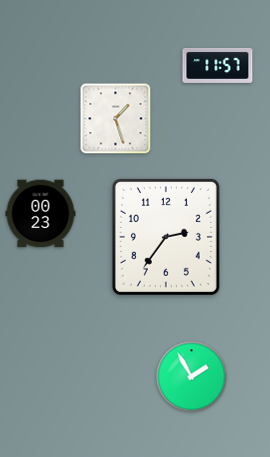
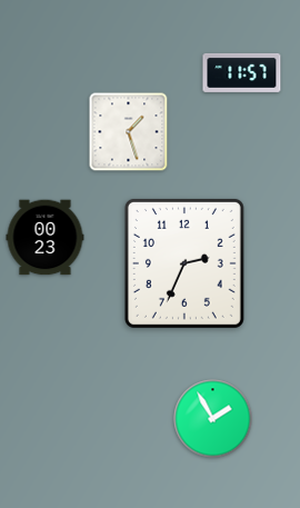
clock at (166, 237): 2:36 -> 2:34
